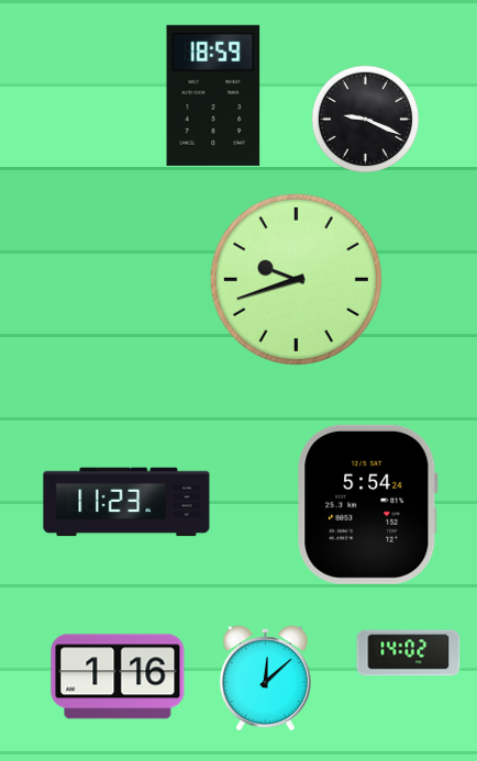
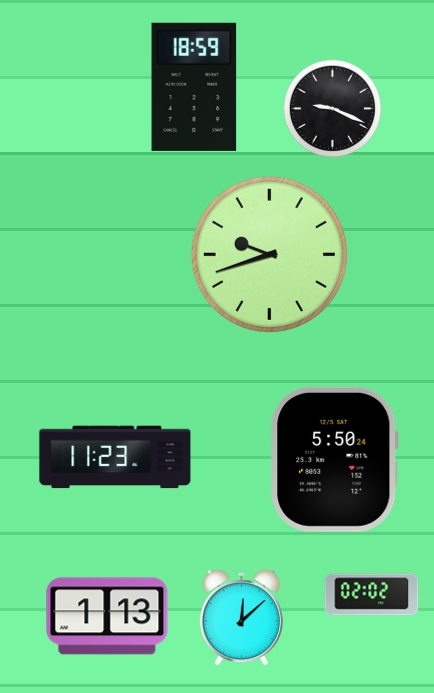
clock at (368, 504): 5:54 -> 5:50
clock at (409, 653): 14:02 -> 02:02
clock at (118, 676): 1:16 -> 1:13
